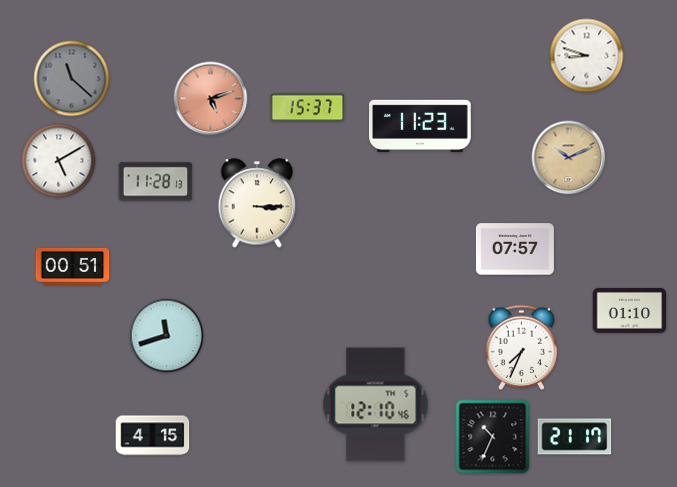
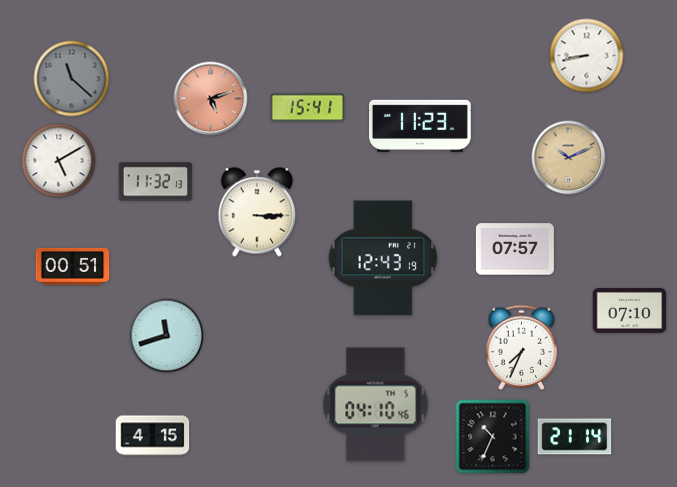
clock at (587, 56): 8:48 -> 8:43
clock at (308, 108): 15:37 -> 15:41
clock at (156, 182): 11:28 -> 11:32
clock at (257, 203) position: (257, 203) -> (257, 212)
clock at (383, 258): none -> 12:43
clock at (630, 310): 01:10 -> 07:10
clock at (376, 405): 12:10 -> 04:10
clock at (575, 437): 21:17 -> 21:14
